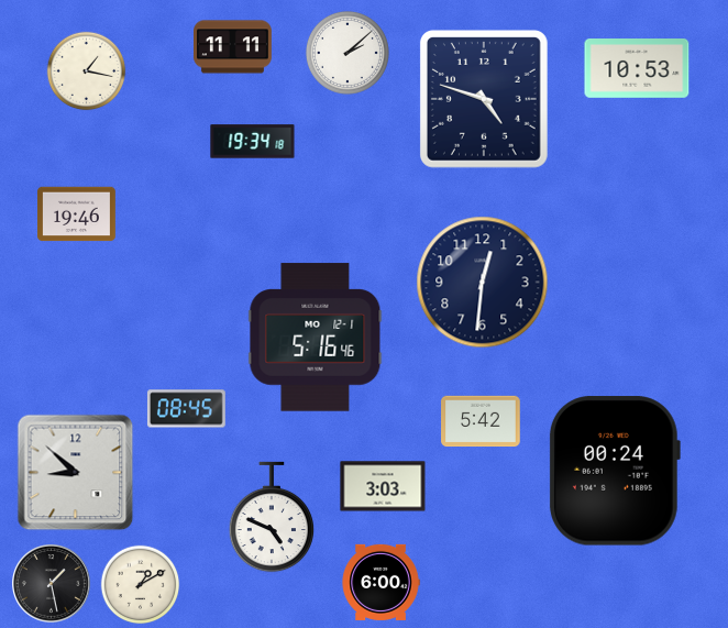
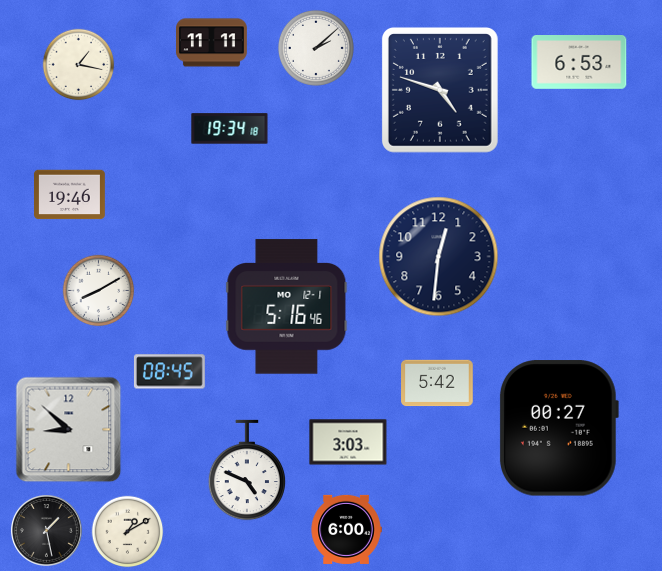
clock at (637, 69): 10:53 -> 6:53
clock at (99, 291): none -> 8:10
clock at (614, 471): 00:24 -> 00:27
